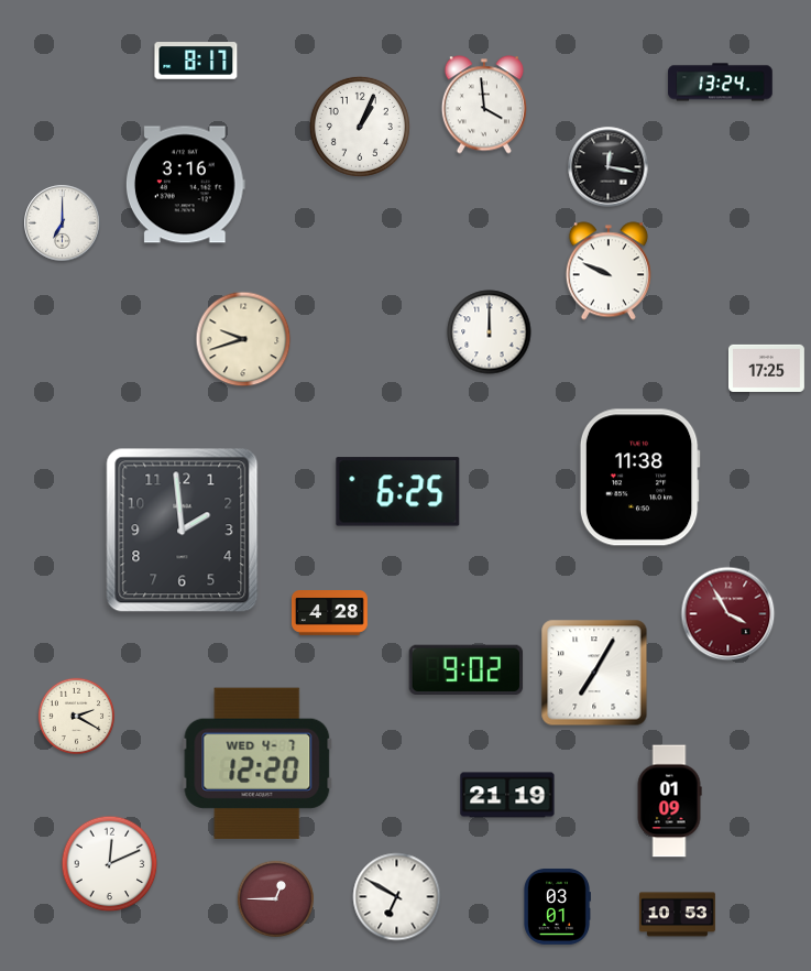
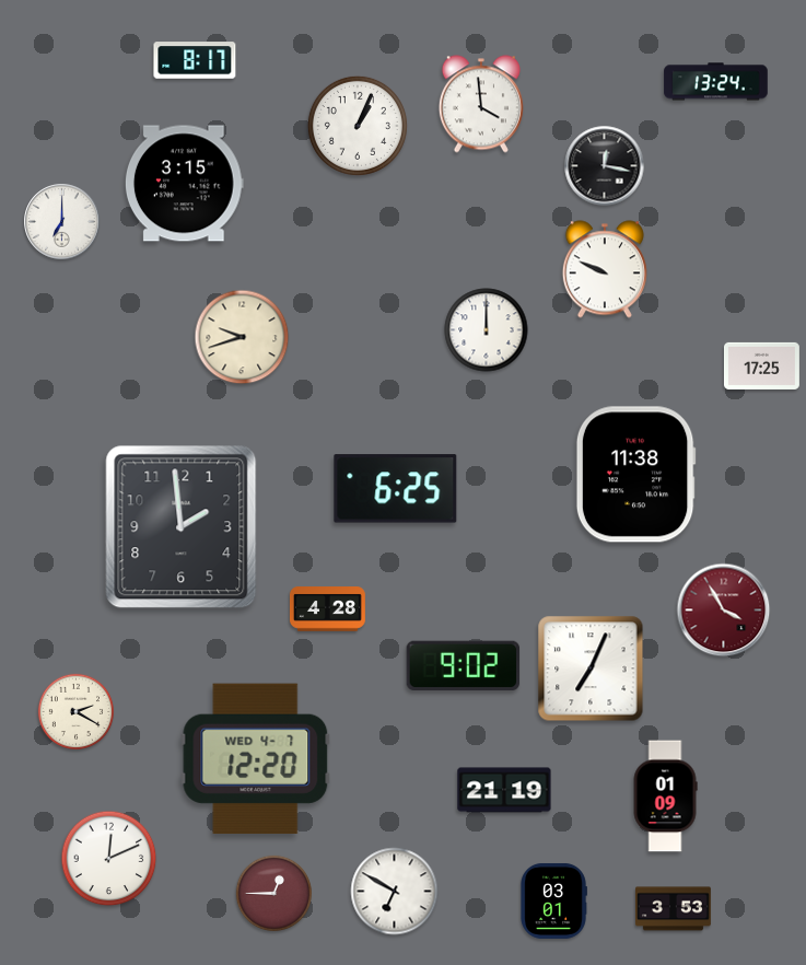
clock at (185, 185): 3:16 -> 3:15
clock at (594, 673): 7:05 -> 7:04
clock at (677, 915): 10:53 -> 3:53
